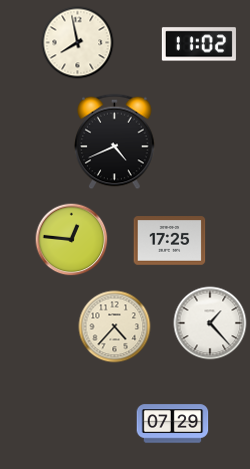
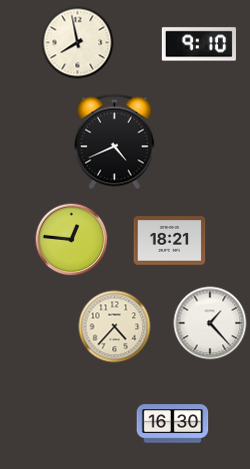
clock at (199, 44): 11:02 -> 9:10
clock at (170, 241): 17:25 -> 18:21
clock at (173, 424): 07:29 -> 16:30
